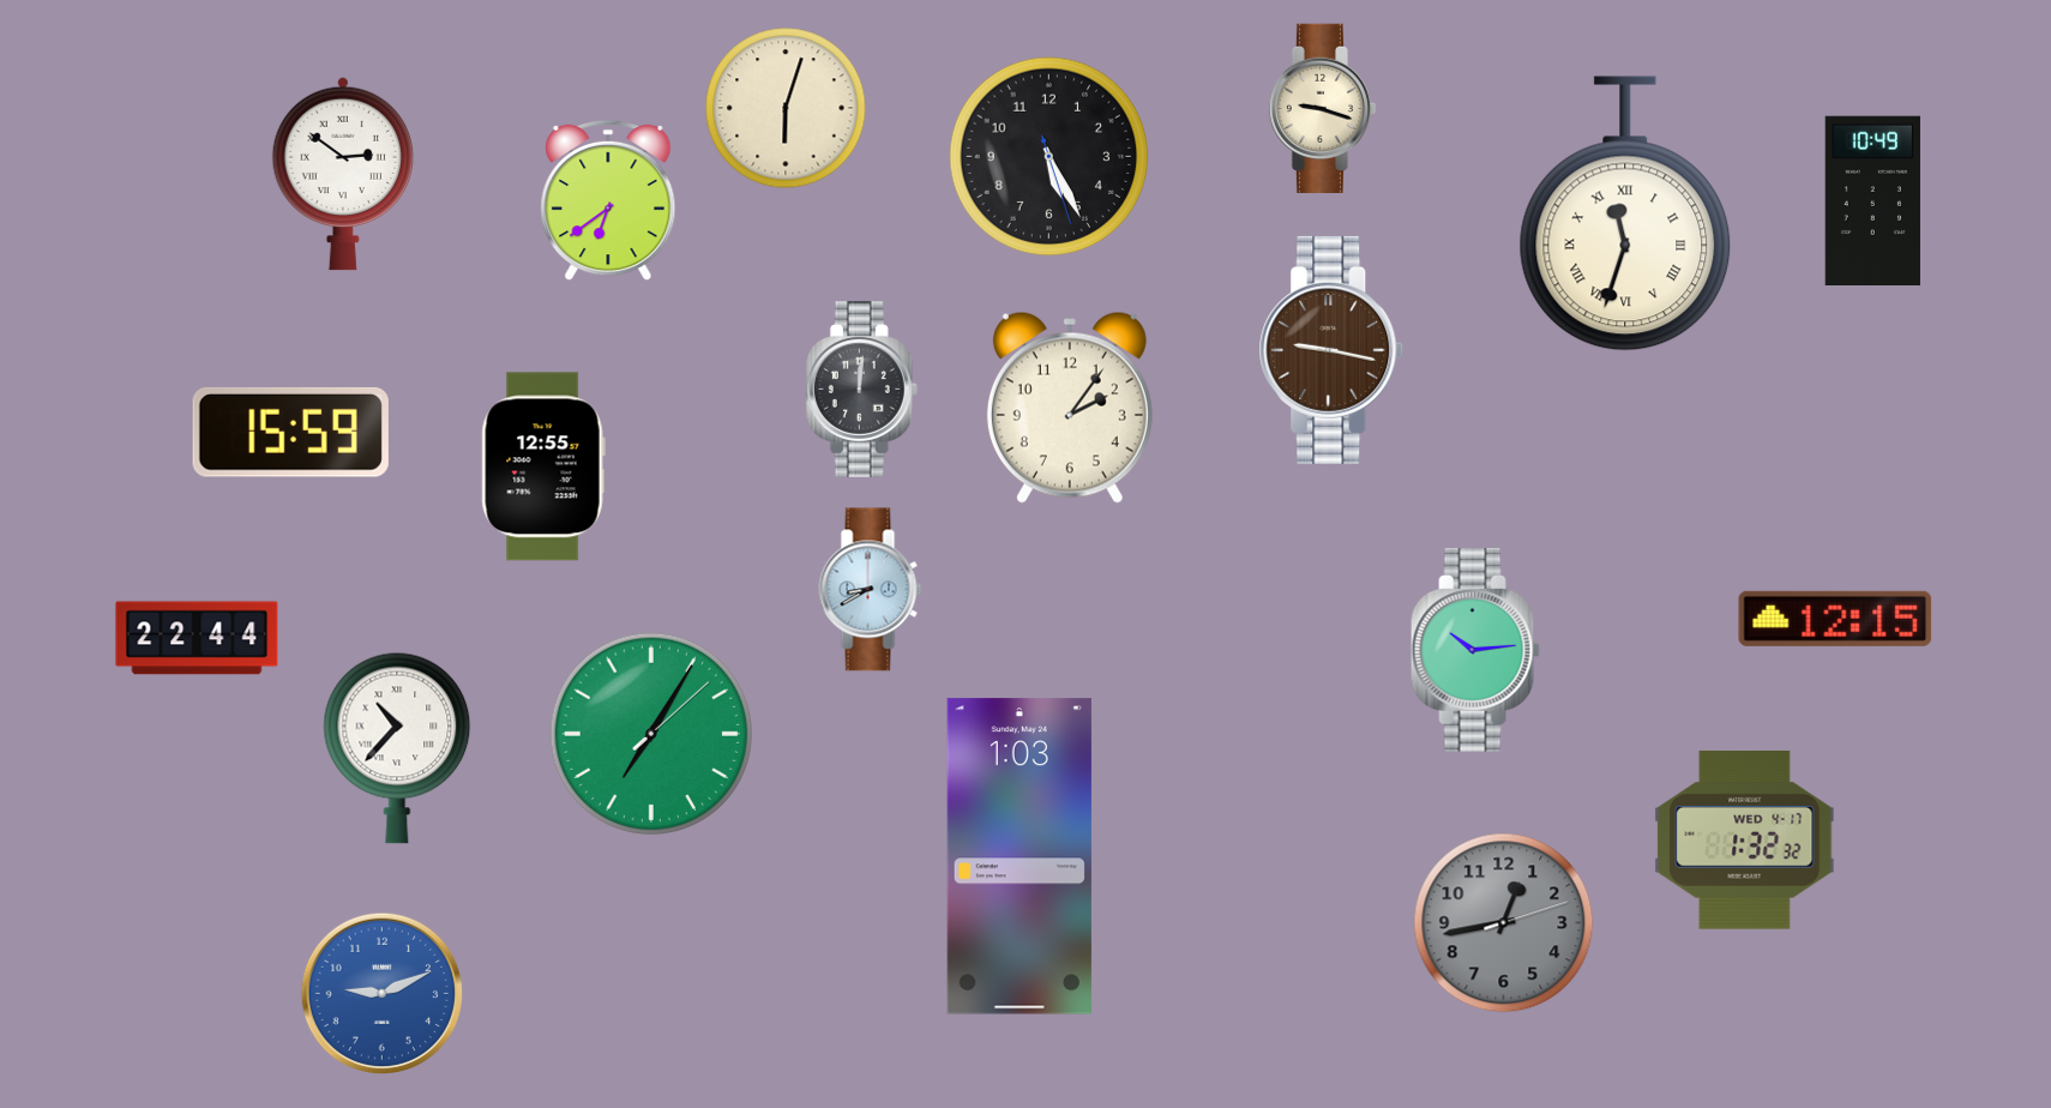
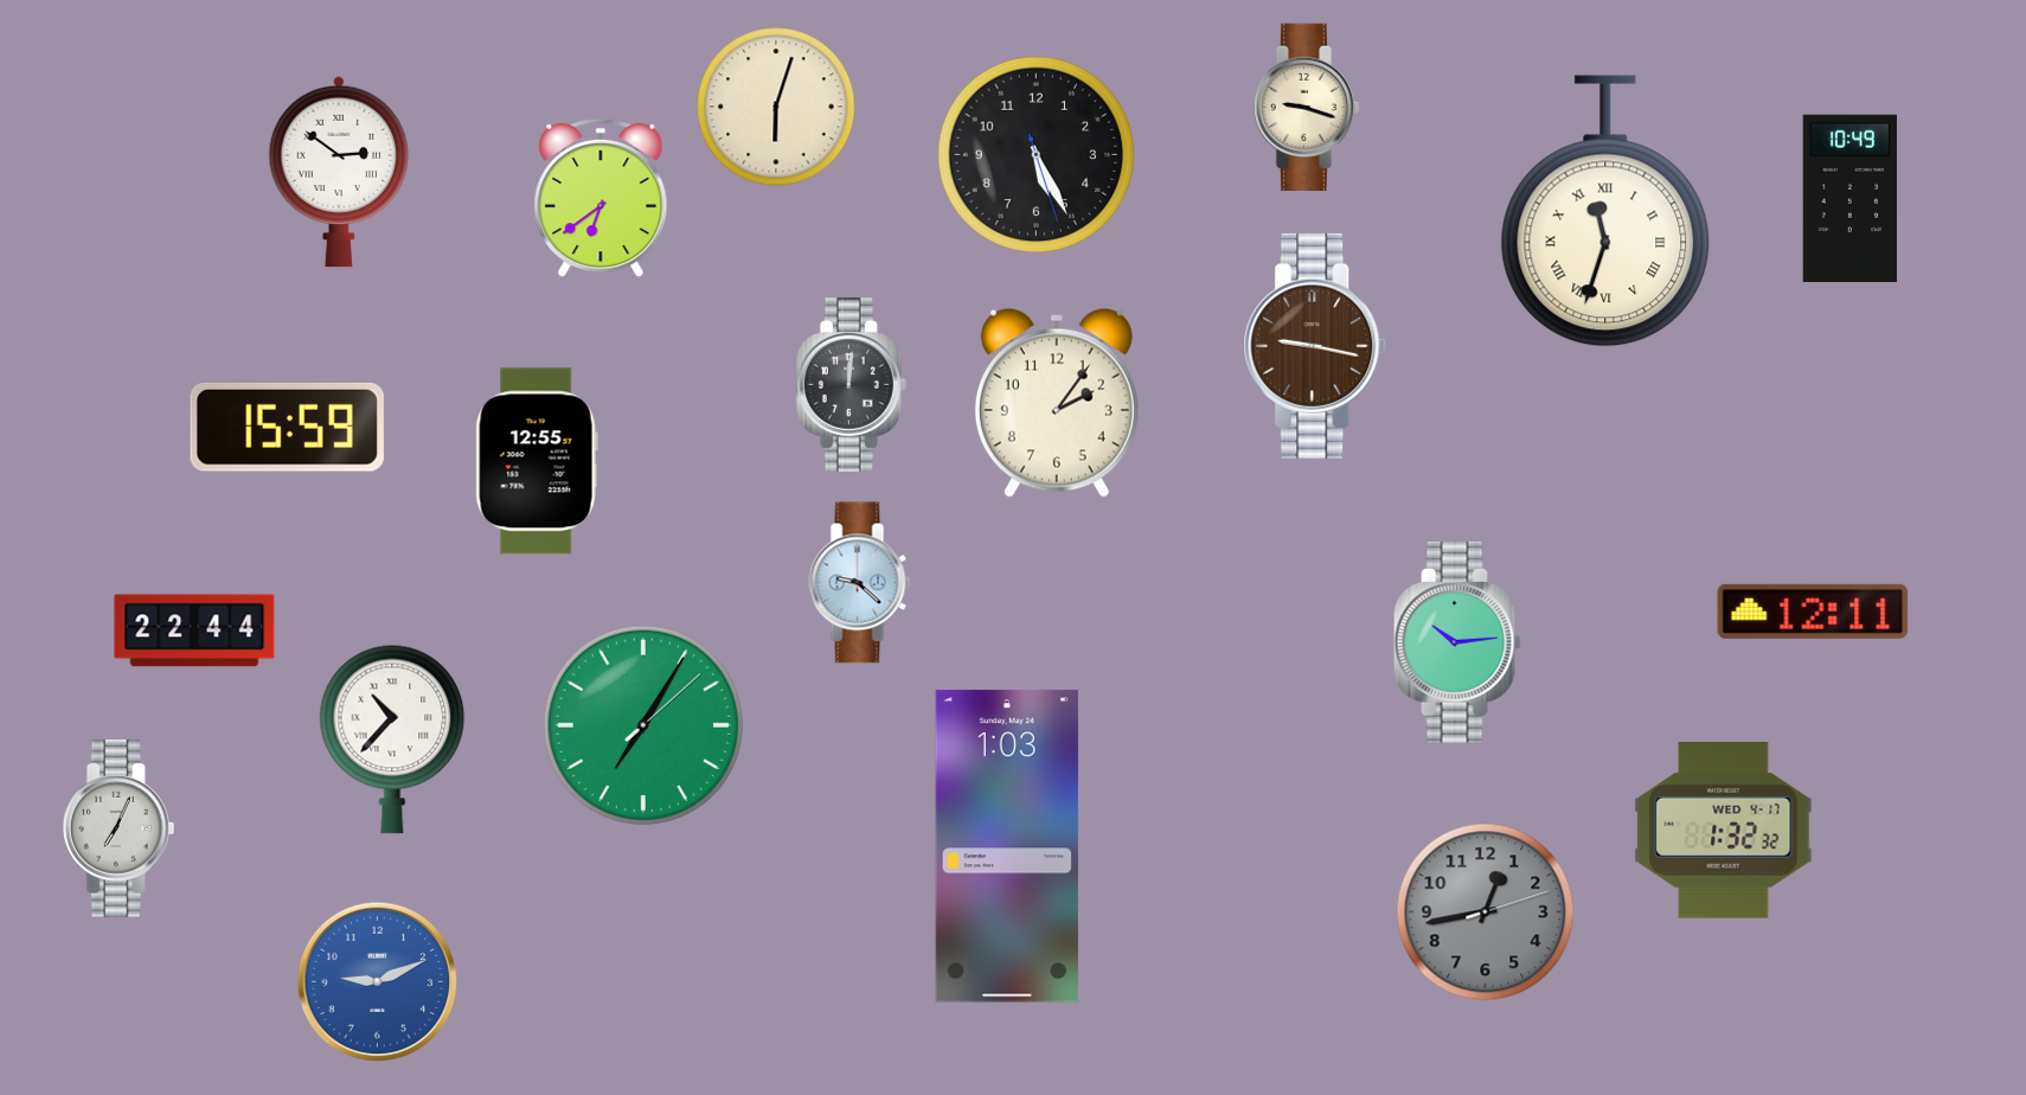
clock at (871, 590): 8:40 -> 9:22
clock at (1835, 619): 12:15 -> 12:11
clock at (118, 828): none -> 7:04
